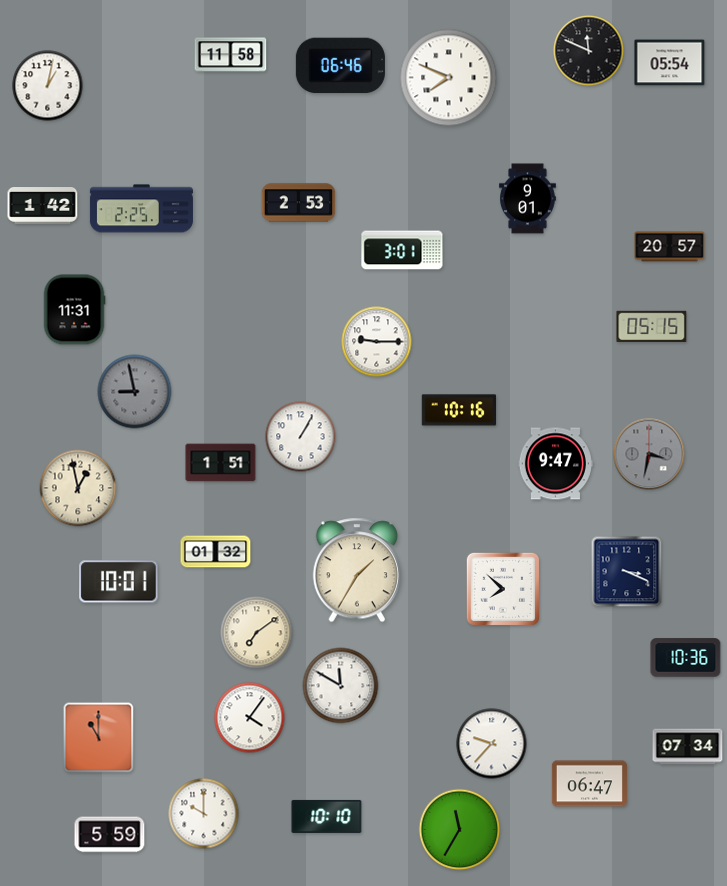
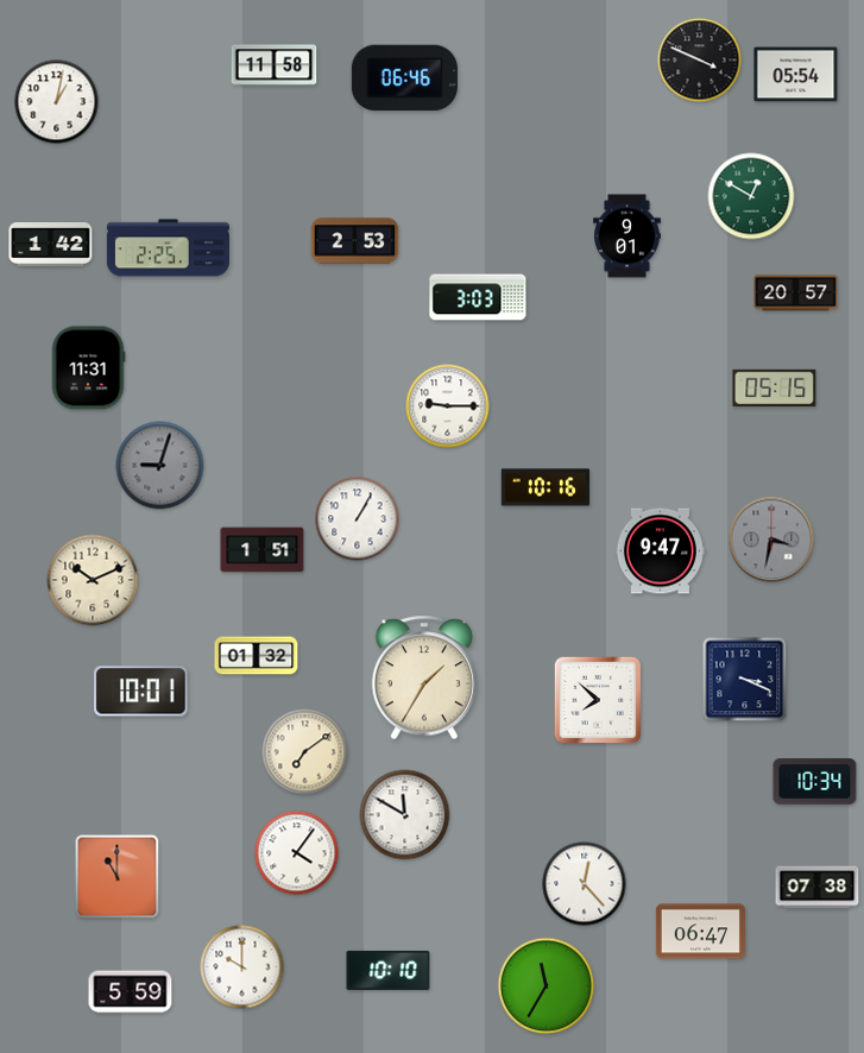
clock at (589, 51): 11:49 -> 3:49
clock at (449, 78): 7:49 -> none
clock at (751, 196): none -> 12:50
clock at (402, 250): 3:01 -> 3:03
clock at (135, 392): 8:58 -> 9:03
clock at (78, 488): 12:58 -> 10:11
clock at (686, 658): 10:36 -> 10:34
clock at (492, 744): 9:37 -> 12:23
clock at (688, 747): 07:34 -> 07:38
